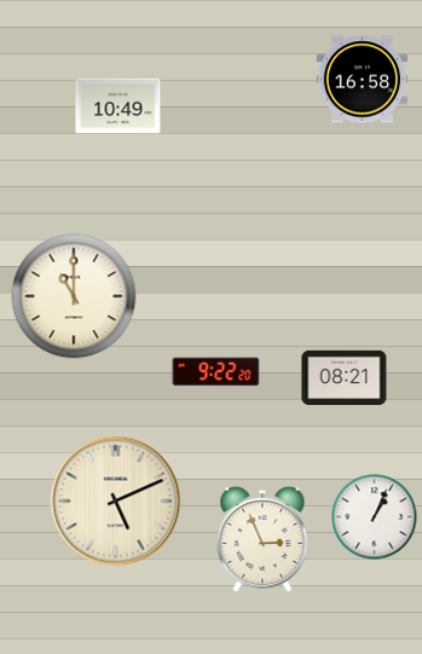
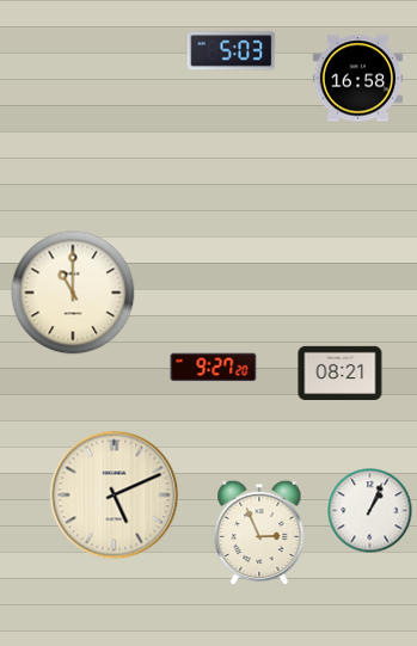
clock at (232, 51): none -> 5:03
clock at (118, 106): 10:49 -> none
clock at (216, 372): 9:22 -> 9:27
